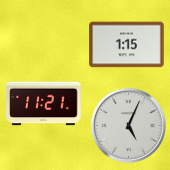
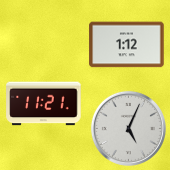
clock at (127, 45): 1:15 -> 1:12
clock at (128, 125) position: (128, 125) -> (128, 128)
